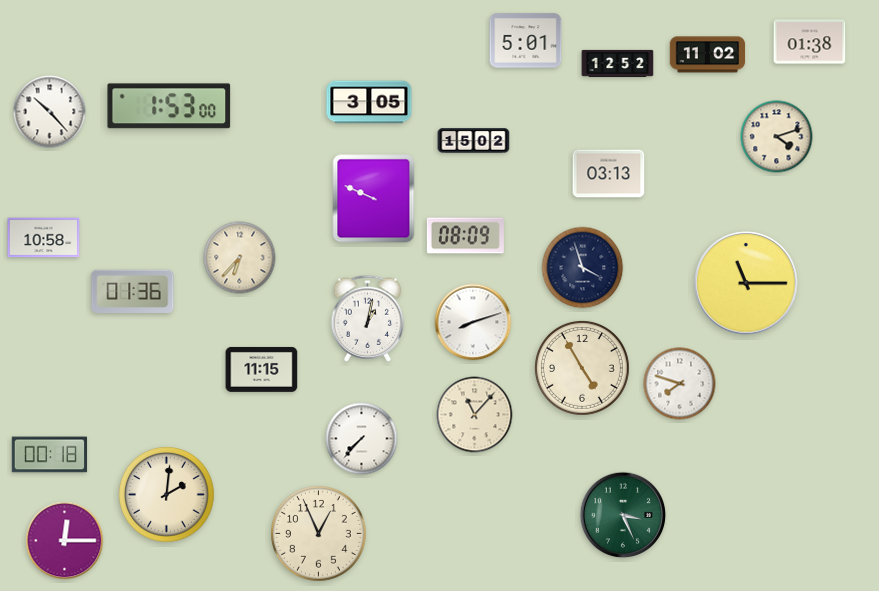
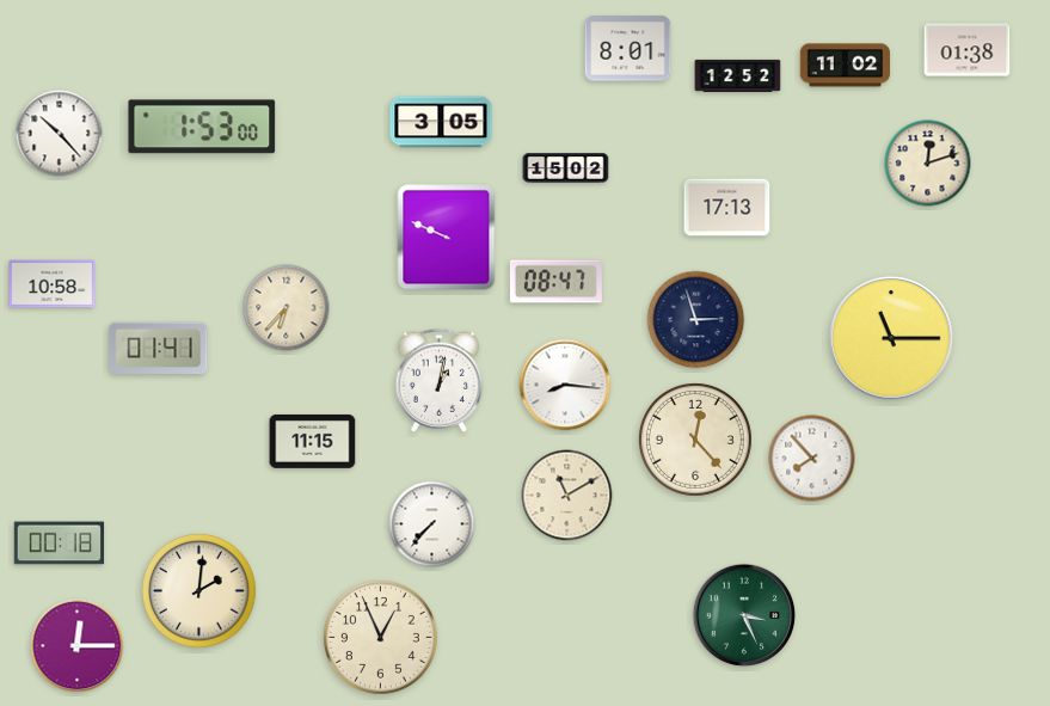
clock at (526, 41): 5:01 -> 8:01
clock at (777, 137): 4:12 -> 12:12
clock at (609, 174): 03:13 -> 17:13
clock at (465, 236): 08:09 -> 08:47
clock at (583, 268): 3:57 -> 2:57
clock at (133, 291): 01:36 -> 01:41
clock at (473, 322): 8:12 -> 8:16
clock at (582, 368): 4:55 -> 12:23
clock at (680, 384): 7:48 -> 7:53
clock at (475, 415): 11:07 -> 11:10
